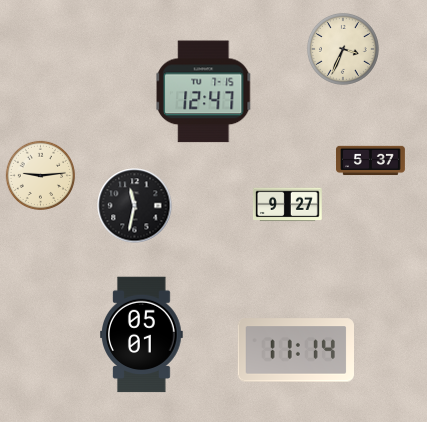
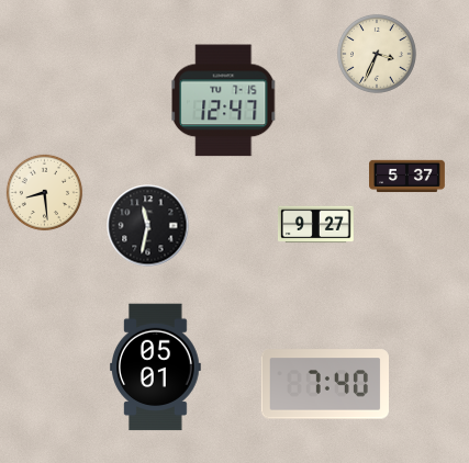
clock at (40, 175): 9:14 -> 8:29
clock at (295, 350): 11:14 -> 7:40
